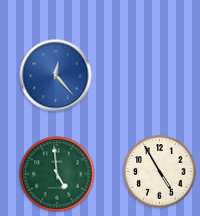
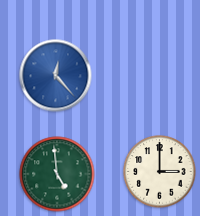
clock at (160, 172): 4:55 -> 3:00
